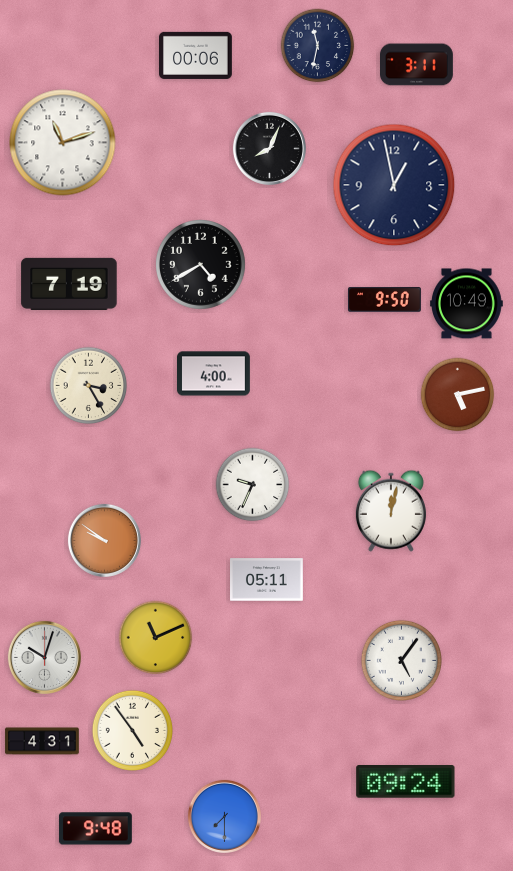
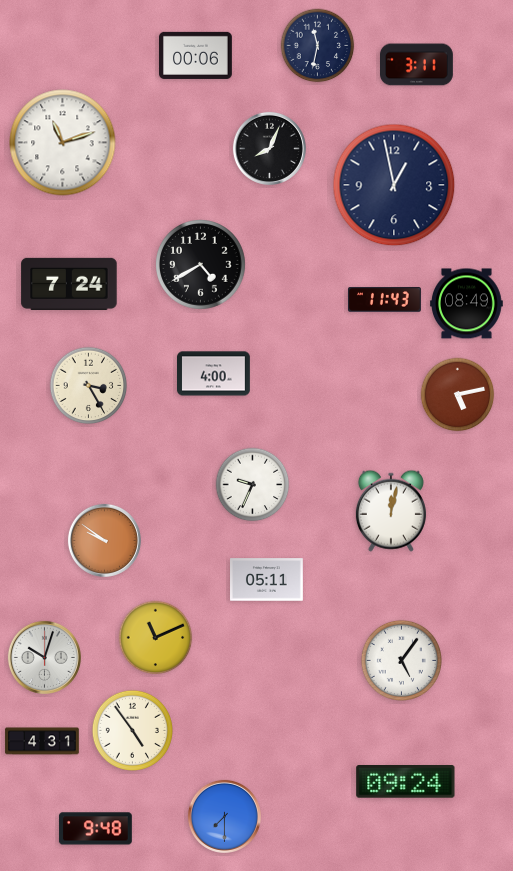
clock at (69, 284): 7:19 -> 7:24
clock at (385, 300): 9:50 -> 11:43
clock at (467, 304): 10:49 -> 08:49
